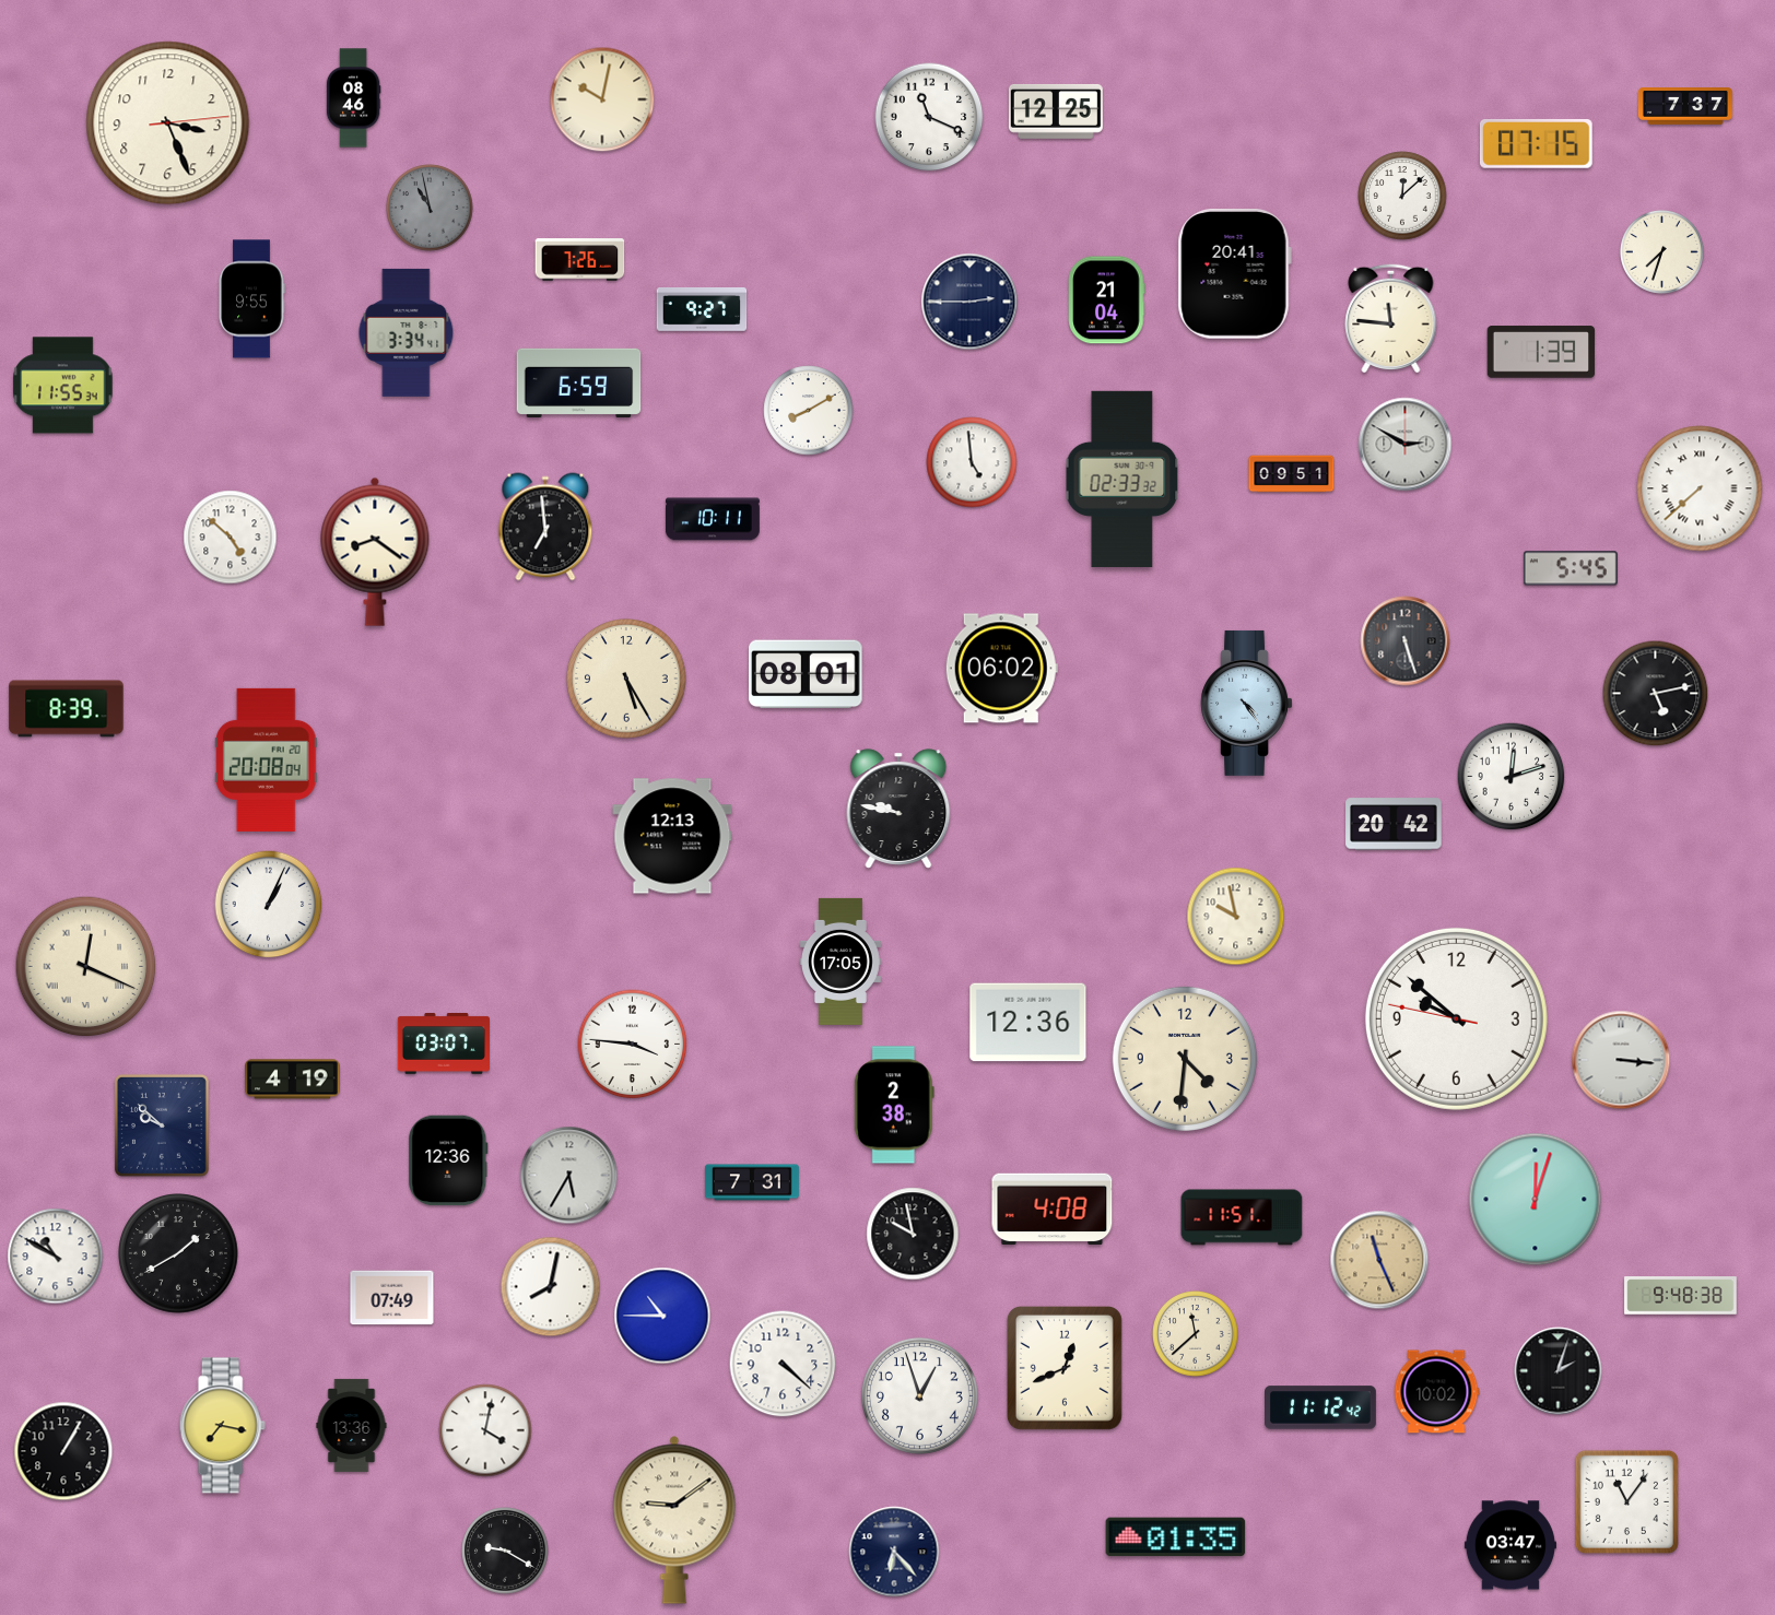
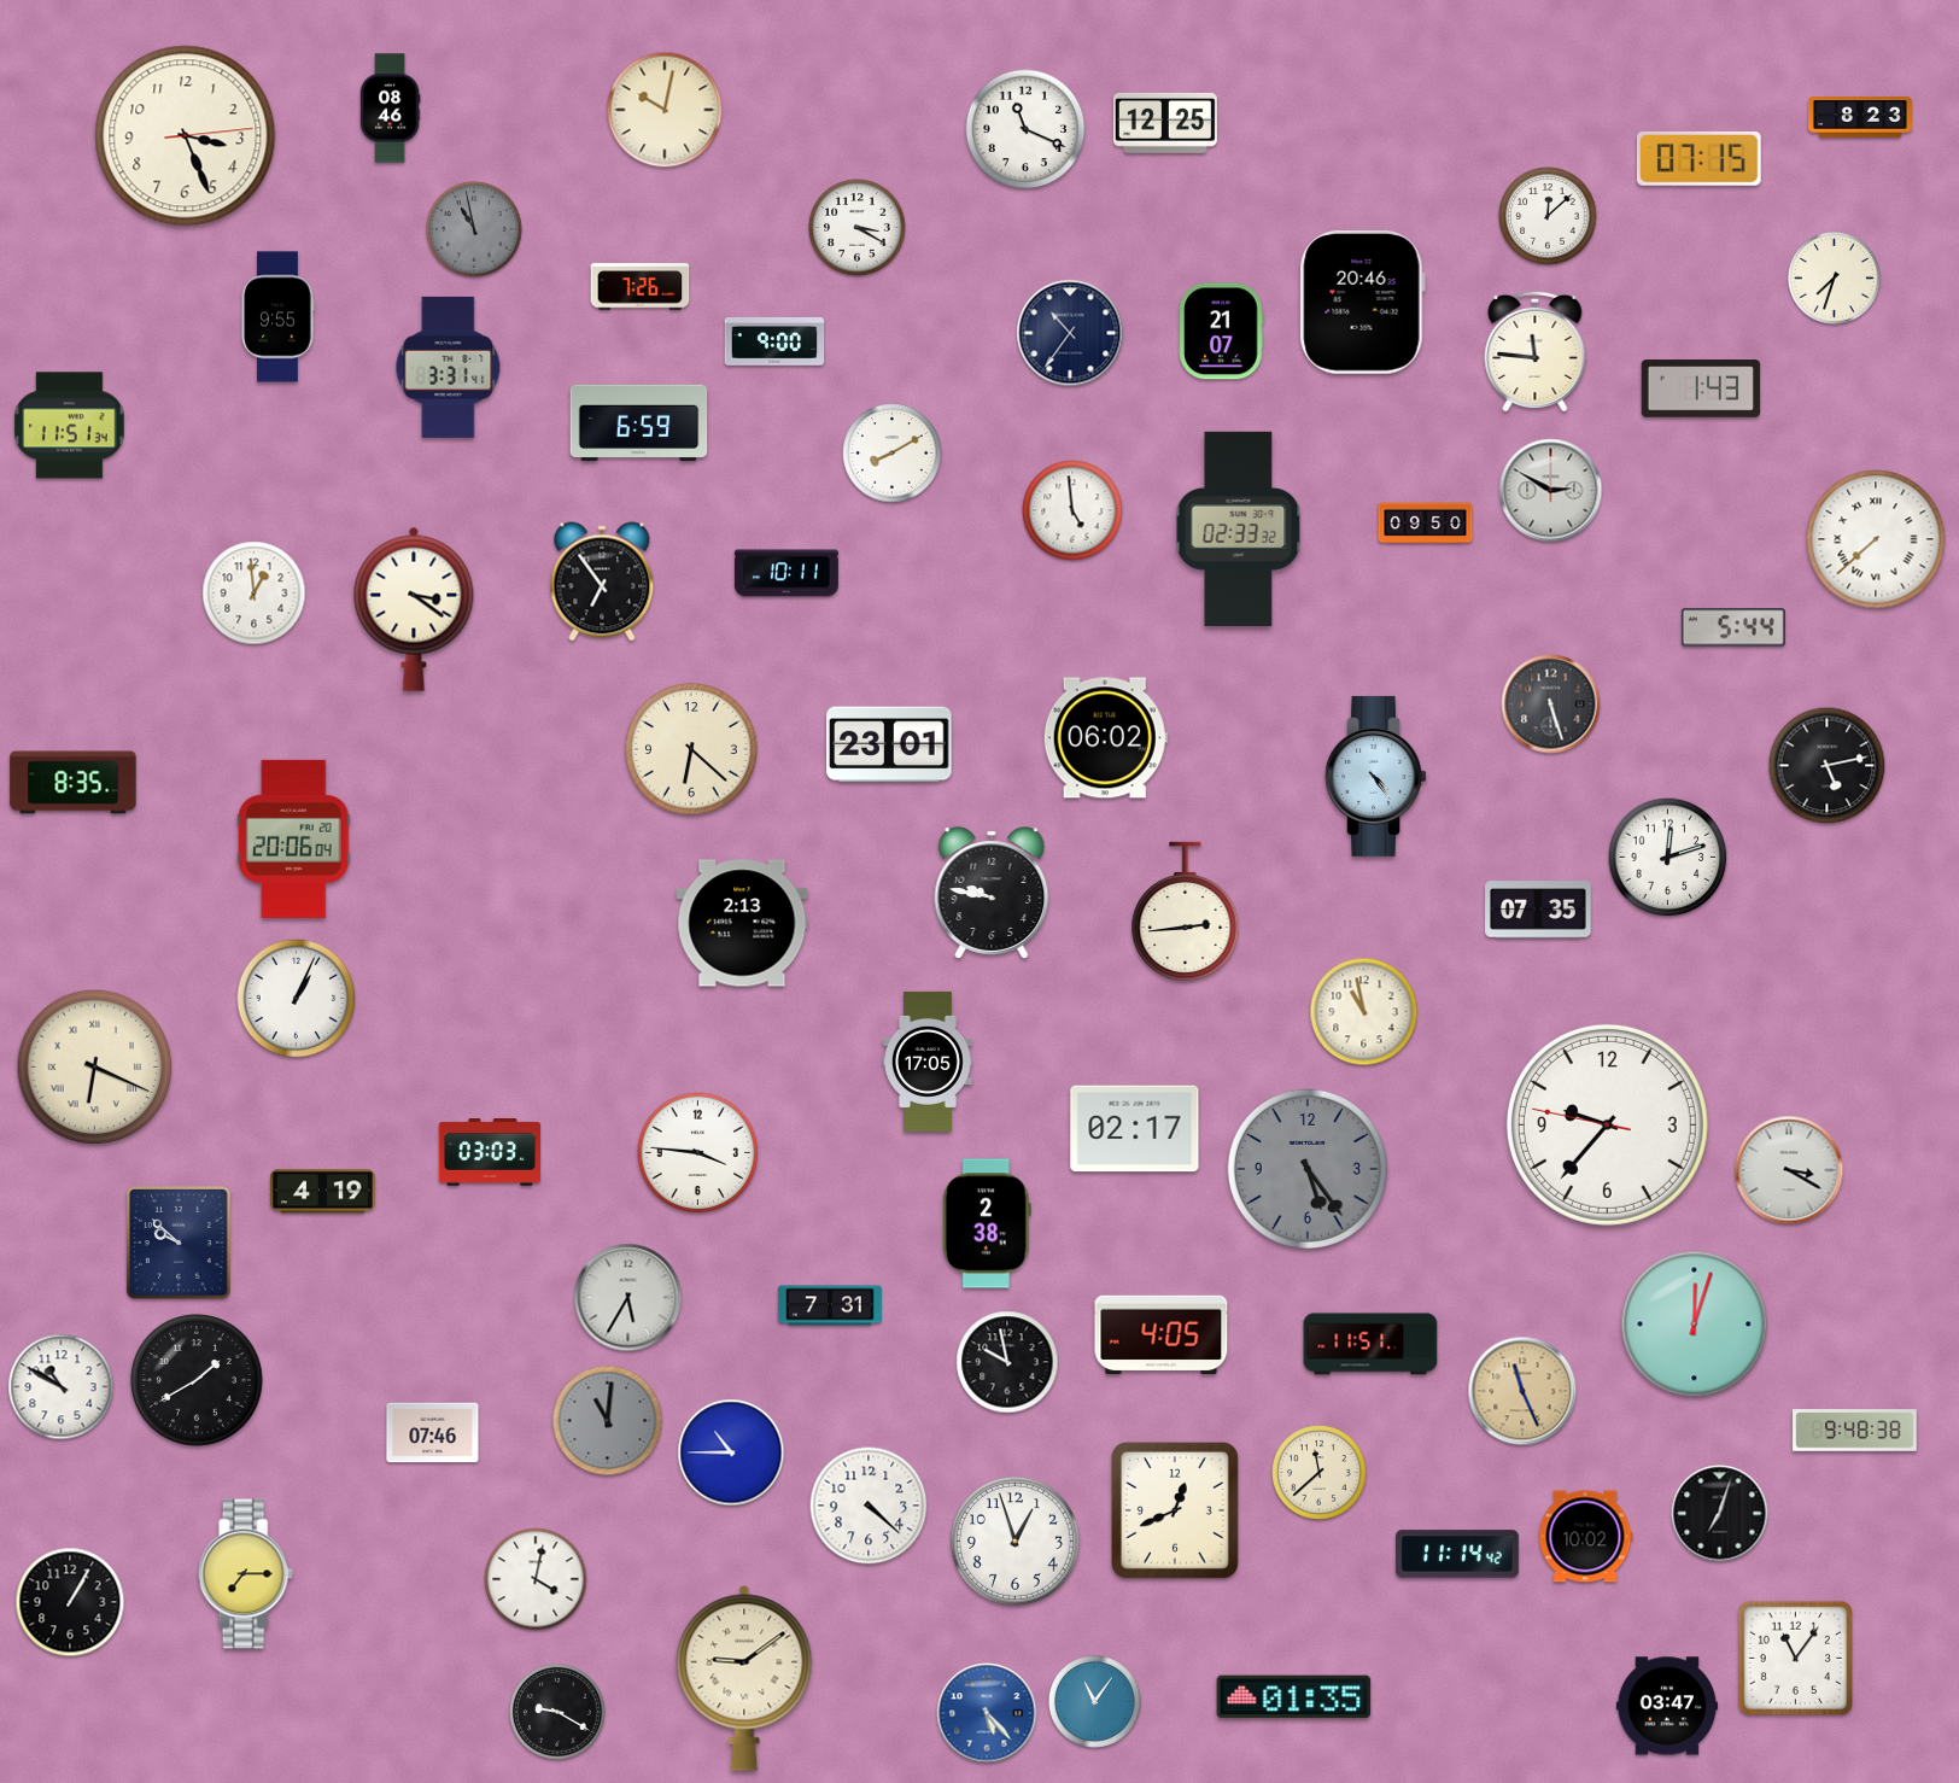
clock at (1685, 107): 7:37 -> 8:23
clock at (1536, 143) position: (1536, 143) -> (1698, 158)
clock at (858, 228): none -> 3:20
clock at (1234, 274): 20:41 -> 20:46
clock at (251, 299) position: (251, 299) -> (277, 317)
clock at (1107, 300): 21:04 -> 21:07
clock at (969, 302): 2:45 -> 10:36
clock at (702, 310): 9:27 -> 9:00
clock at (407, 332): 3:34 -> 3:31
clock at (1541, 352): 1:39 -> 1:43
clock at (63, 386): 11:55 -> 11:51
clock at (1292, 474): 09:51 -> 09:50
clock at (545, 527): 6:59 -> 6:54
clock at (231, 538): 4:52 -> 12:59
clock at (375, 552): 8:21 -> 3:21
clock at (1571, 568): 5:45 -> 5:44
clock at (1406, 641) position: (1406, 641) -> (1551, 705)
clock at (806, 674): 08:01 -> 23:01
clock at (626, 679): 5:25 -> 6:22
clock at (67, 709): 8:39 -> 8:35
clock at (267, 759): 20:08 -> 20:06
clock at (1394, 824): 20:42 -> 07:35
clock at (1186, 912): none -> 2:44
clock at (672, 836): 12:13 -> 2:13
clock at (1236, 917): 9:58 -> 10:58
clock at (86, 967): 12:19 -> 6:19
clock at (1456, 1018): 9:51 -> 9:36
clock at (1028, 1023): 12:36 -> 02:17
clock at (444, 1045): 03:07 -> 03:03
clock at (1185, 1059): 4:31 -> 5:24
clock at (1185, 1059) dial: cream -> grey
clock at (1621, 1060): 3:16 -> 3:20
clock at (894, 1105) position: (894, 1105) -> (987, 1223)
clock at (448, 1160): 12:36 -> none
clock at (1053, 1209): 4:08 -> 4:05
clock at (178, 1253) position: (178, 1253) -> (197, 1380)
clock at (551, 1287): 8:02 -> 11:01
clock at (551, 1287) dial: white -> grey
clock at (392, 1298): 07:49 -> 07:46
clock at (783, 1364) position: (783, 1364) -> (869, 1506)
clock at (1559, 1371): 2:03 -> 7:03
clock at (1321, 1407): 11:12 -> 11:14
clock at (352, 1425): 13:36 -> none
clock at (222, 1426): 7:17 -> 7:15
clock at (1176, 1537) position: (1176, 1537) -> (1294, 1697)
clock at (1094, 1701): none -> 11:06
clock at (894, 1552): 6:23 -> 5:23
clock at (894, 1552) dial: navy -> blue
